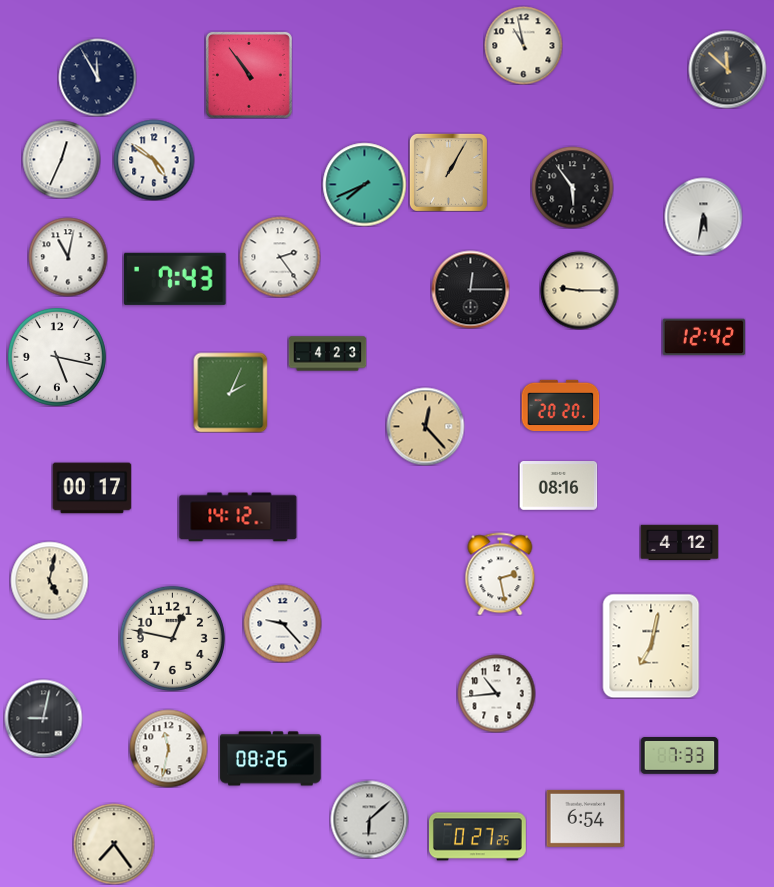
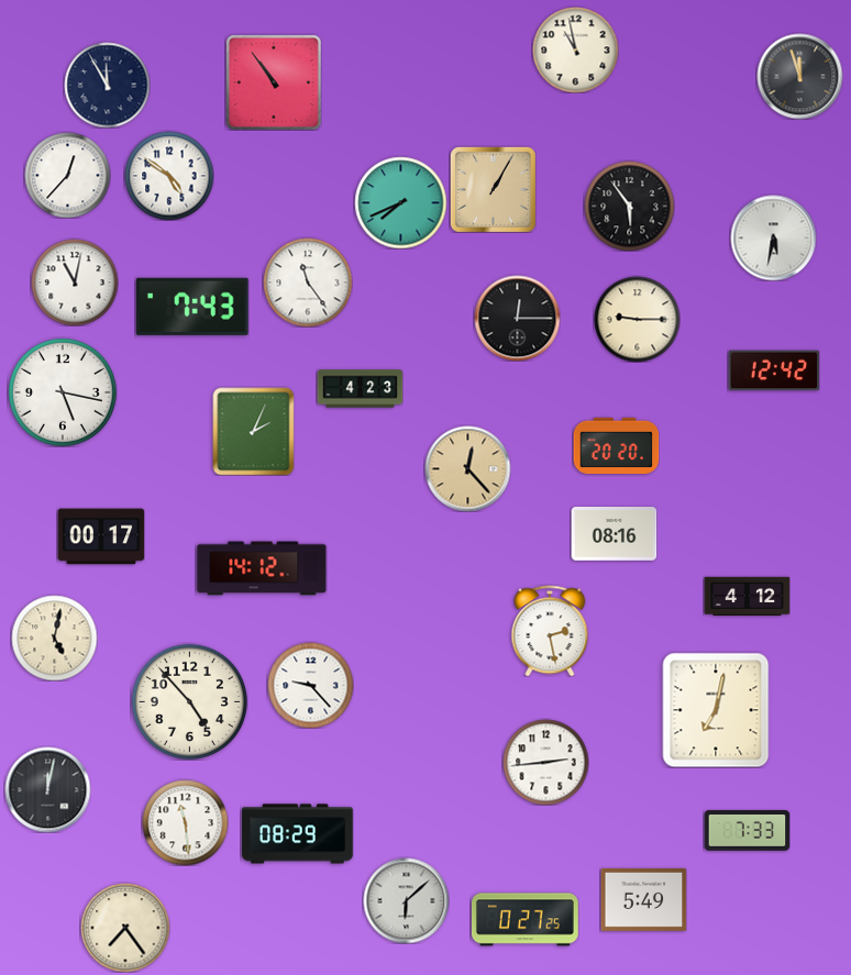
clock at (727, 69): 11:52 -> 11:57
clock at (61, 159): 12:34 -> 12:37
clock at (280, 257): 2:24 -> 11:24
clock at (172, 638): 12:47 -> 4:53
clock at (496, 693): 10:44 -> 2:44
clock at (43, 718): 9:02 -> 12:02
clock at (168, 748): 11:32 -> 11:29
clock at (271, 759): 08:26 -> 08:29
clock at (585, 818): 6:54 -> 5:49
